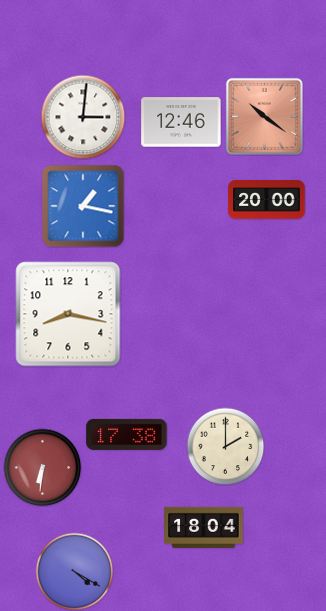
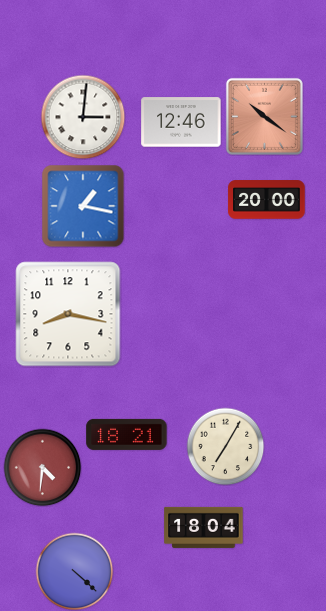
clock at (127, 434): 17:38 -> 18:21
clock at (225, 446): 2:00 -> 7:05
clock at (42, 467): 6:31 -> 4:31
clock at (74, 571): 4:20 -> 4:22
